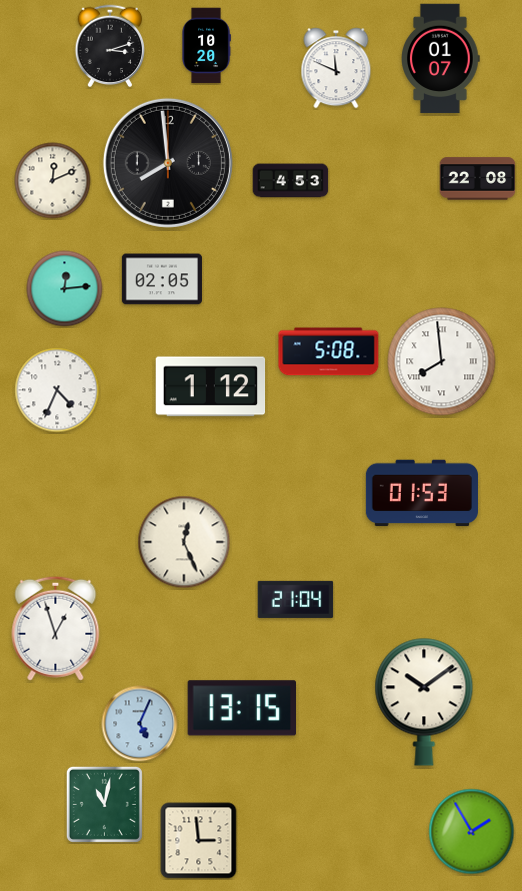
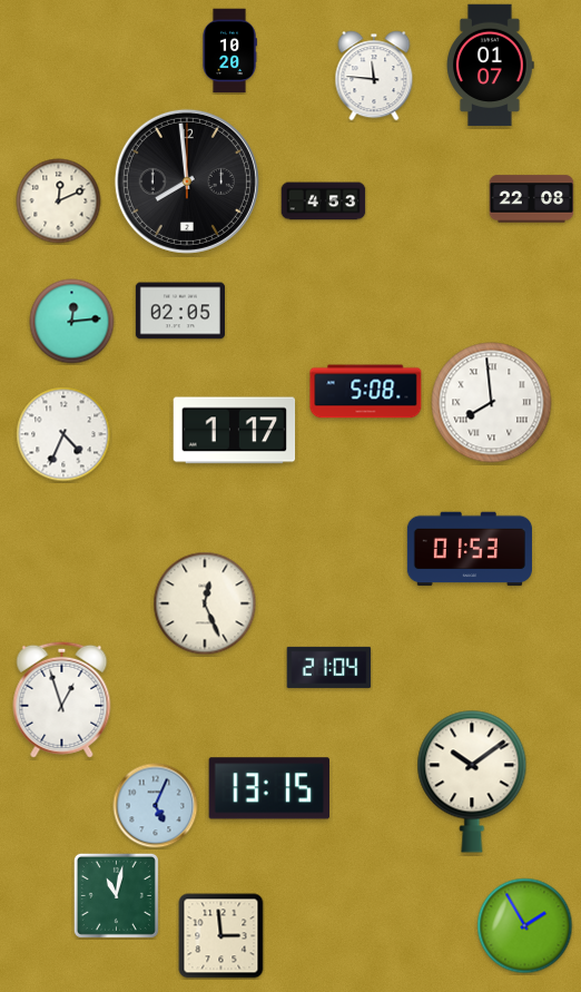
clock at (110, 46): 3:12 -> none
clock at (336, 68): 11:49 -> 11:46
clock at (211, 387): 1:12 -> 1:17
